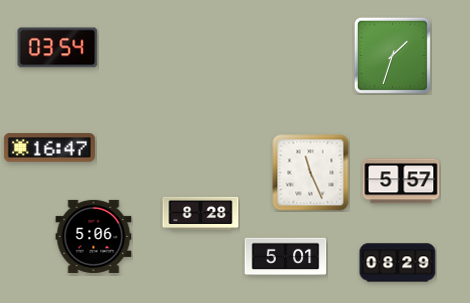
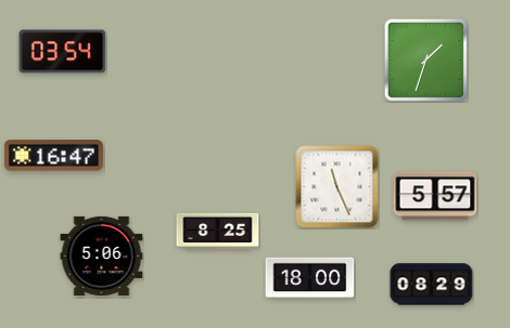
clock at (49, 148) position: (49, 148) -> (53, 156)
clock at (201, 213): 8:28 -> 8:25
clock at (286, 257): 5:01 -> 18:00
